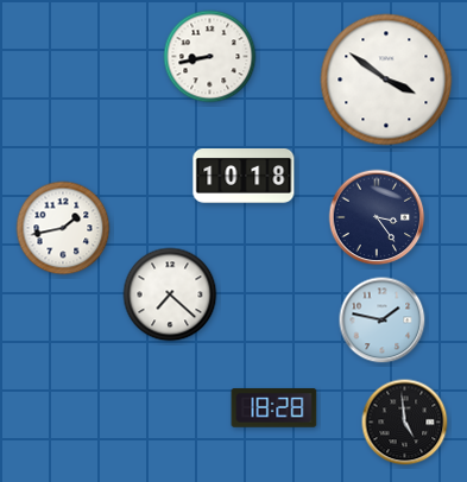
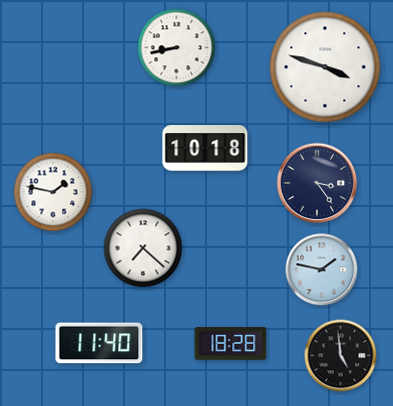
clock at (386, 80): 3:51 -> 3:48
clock at (63, 228): 1:43 -> 1:47
clock at (99, 343): none -> 11:40
